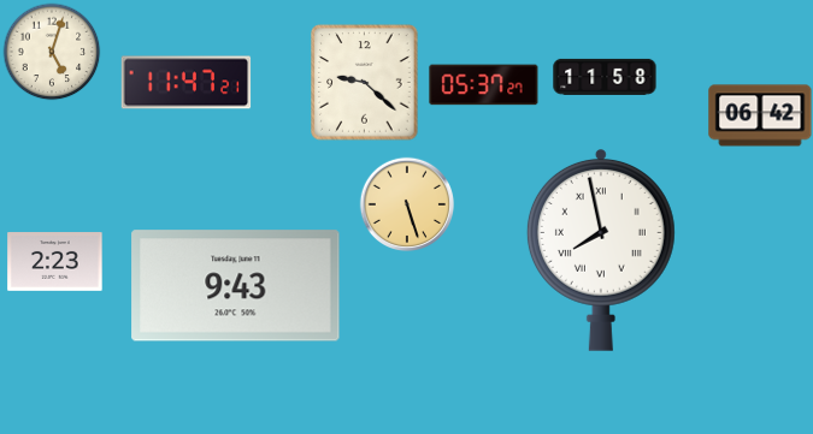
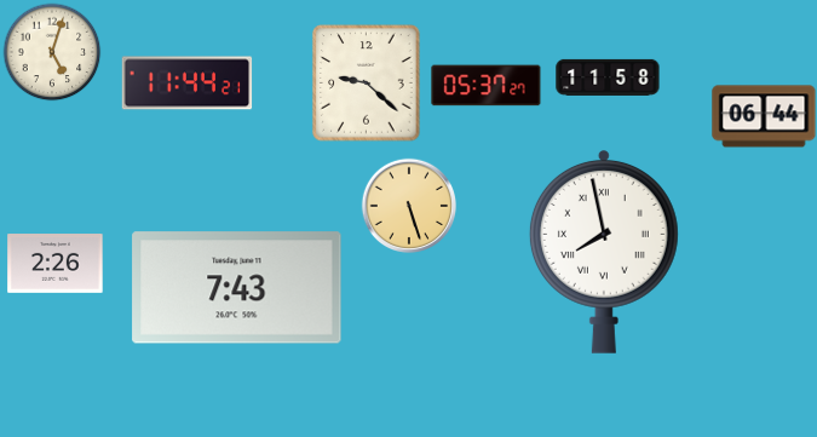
clock at (187, 83): 11:47 -> 11:44
clock at (760, 115): 06:42 -> 06:44
clock at (55, 262): 2:23 -> 2:26
clock at (236, 286): 9:43 -> 7:43
